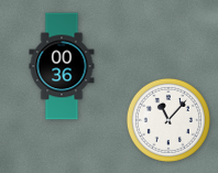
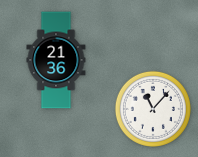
clock at (62, 66): 00:36 -> 21:36
